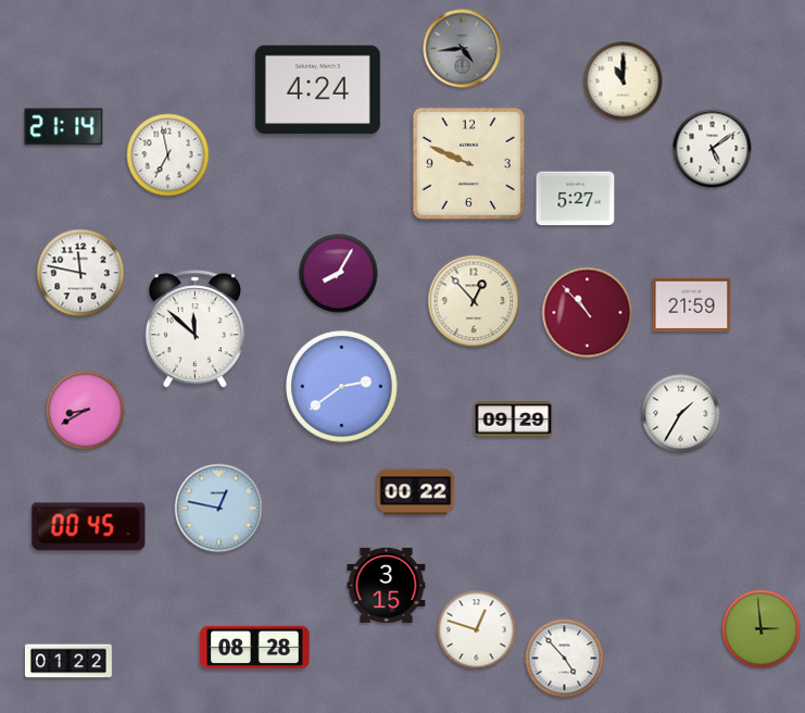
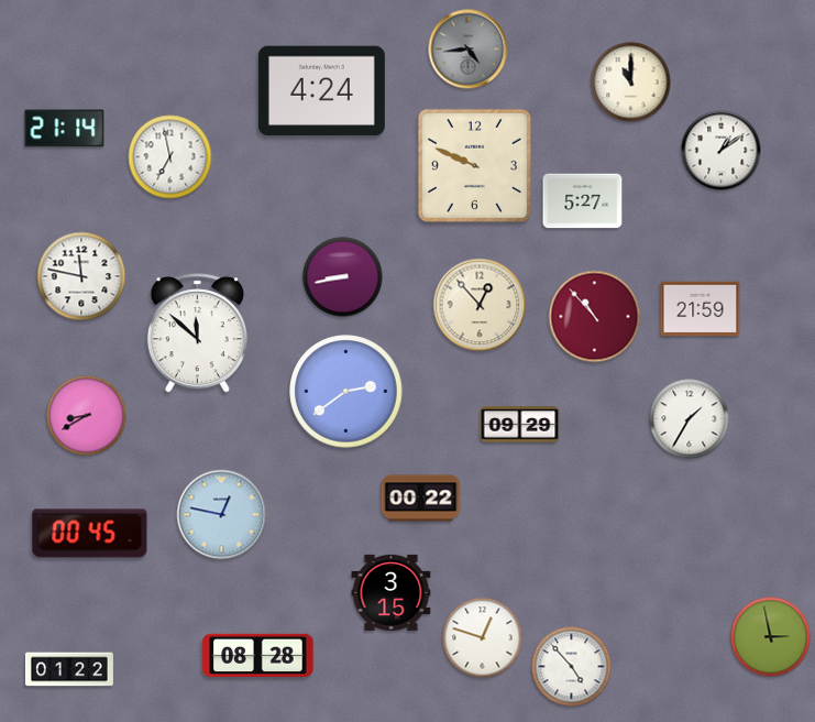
clock at (713, 149): 5:09 -> 1:09
clock at (339, 274): 8:05 -> 8:43
clock at (762, 629): 2:59 -> 2:58
